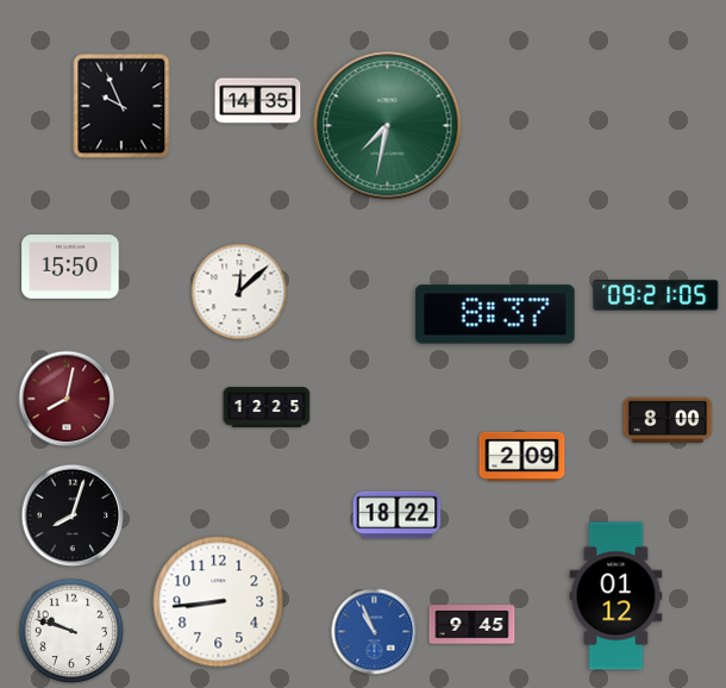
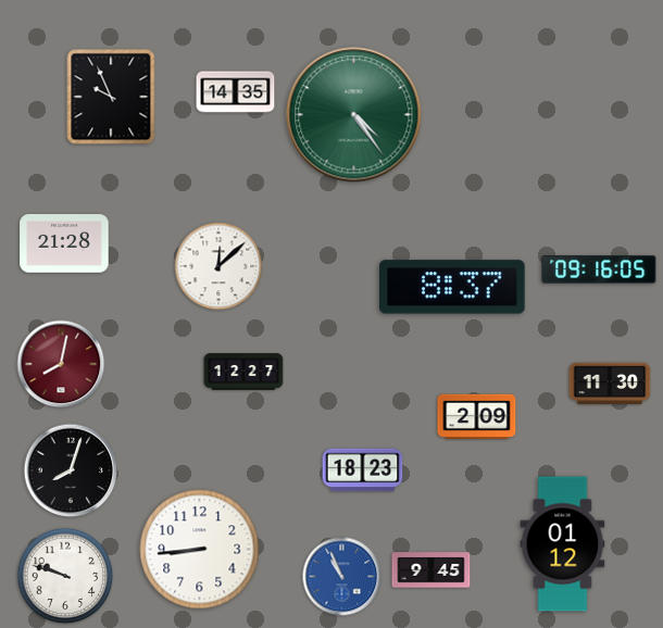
clock at (388, 126): 7:32 -> 4:24
clock at (70, 267): 15:50 -> 21:28
clock at (656, 295): 09:21 -> 09:16
clock at (267, 407): 12:25 -> 12:27
clock at (668, 420): 8:00 -> 11:30
clock at (73, 515) position: (73, 515) -> (71, 470)
clock at (398, 515): 18:22 -> 18:23
